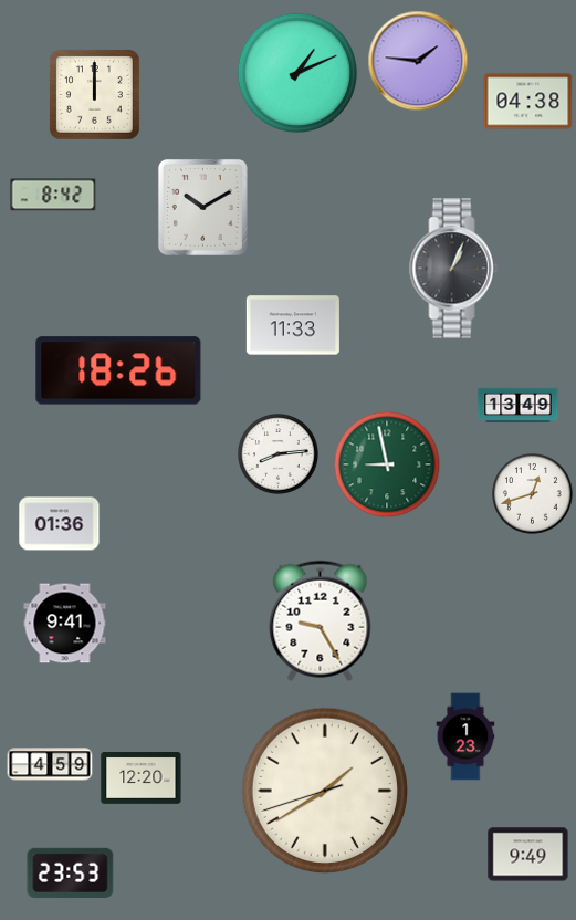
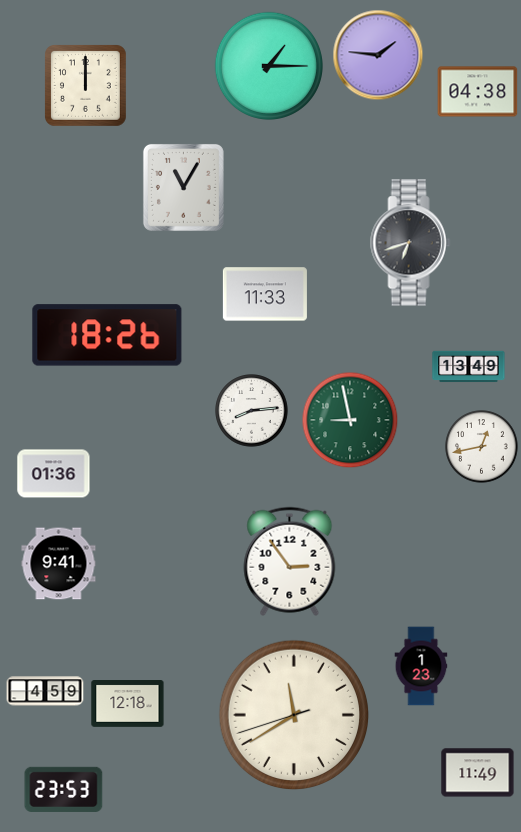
clock at (296, 72): 1:11 -> 1:15
clock at (53, 195): 8:42 -> none
clock at (202, 207): 10:10 -> 11:05
clock at (454, 269): 1:04 -> 6:42
clock at (533, 494): 12:42 -> 12:43
clock at (321, 620): 9:25 -> 2:54
clock at (142, 778): 12:20 -> 12:18
clock at (325, 791): 1:39 -> 11:39
clock at (528, 855): 9:49 -> 11:49
